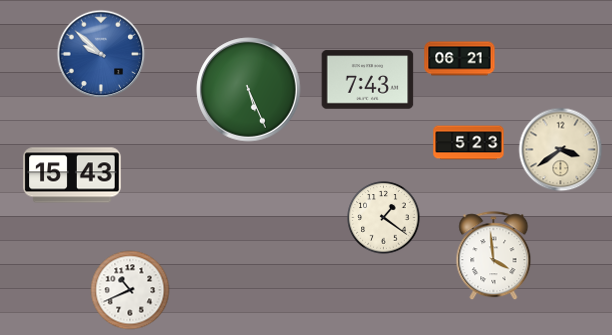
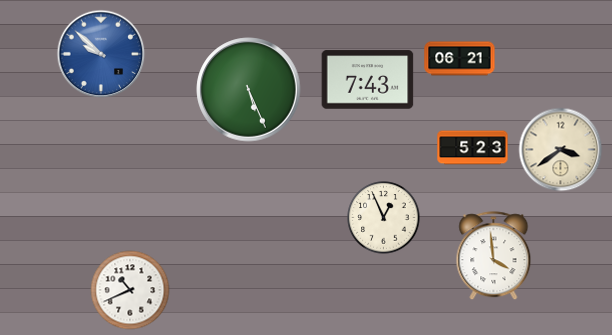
clock at (469, 143) position: (469, 143) -> (473, 148)
clock at (72, 175): 15:43 -> none
clock at (384, 218): 1:21 -> 12:56
